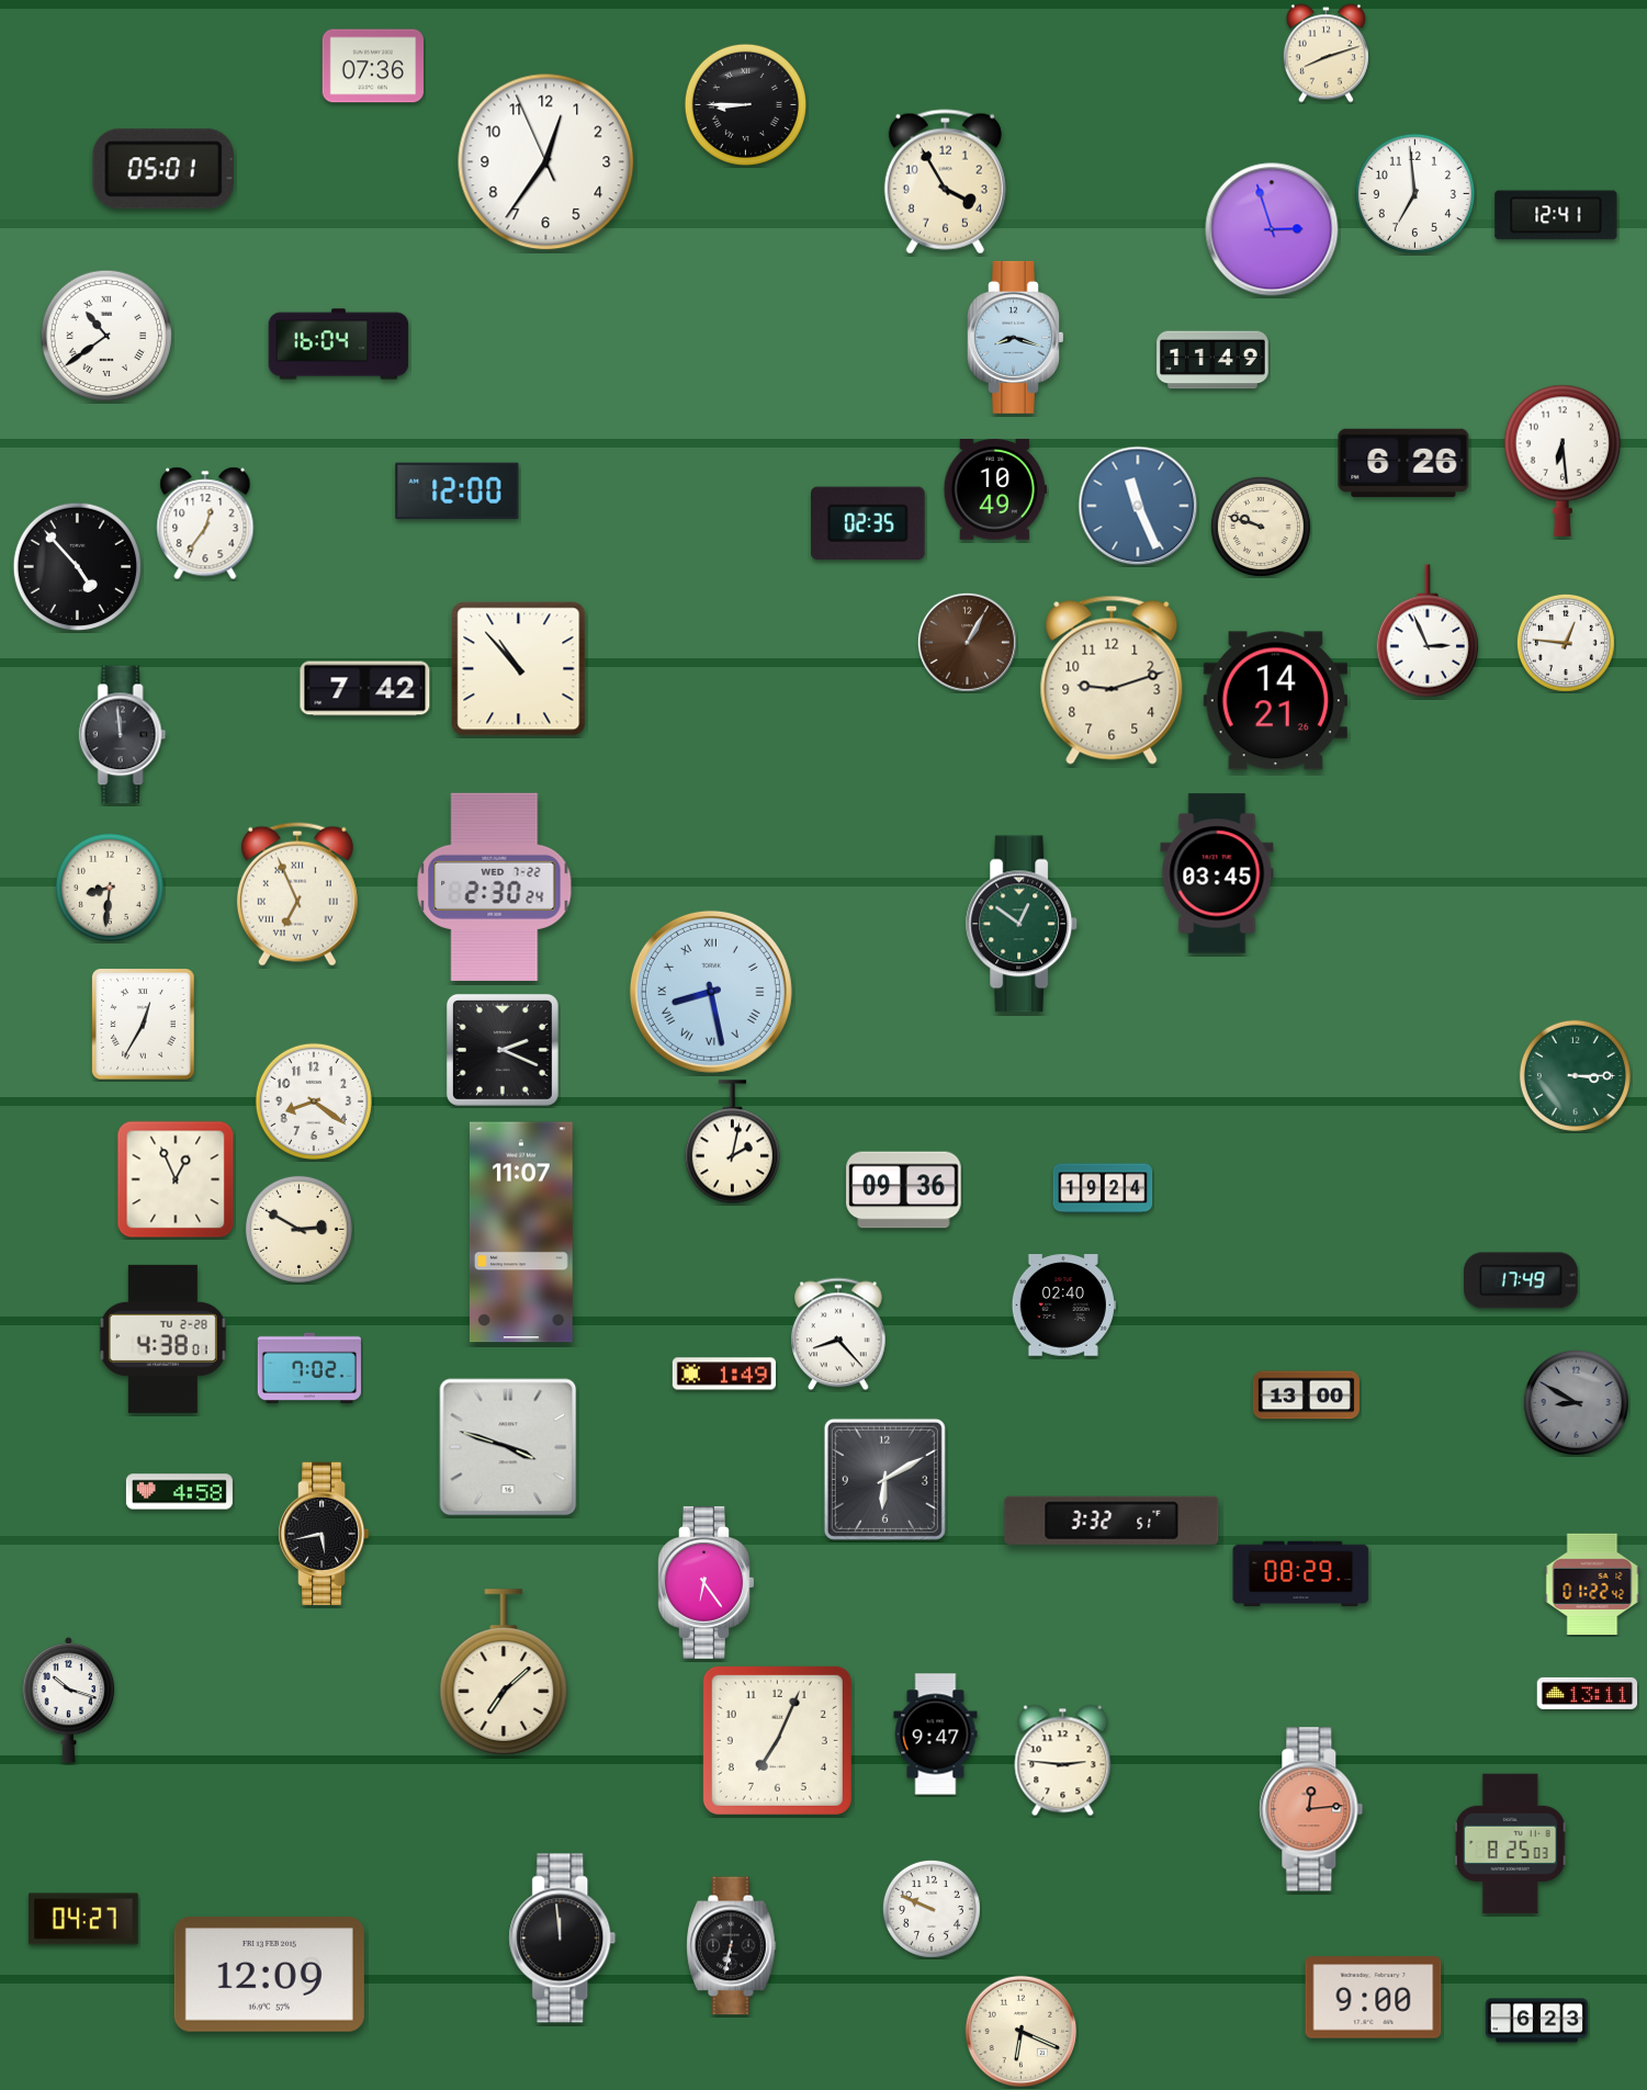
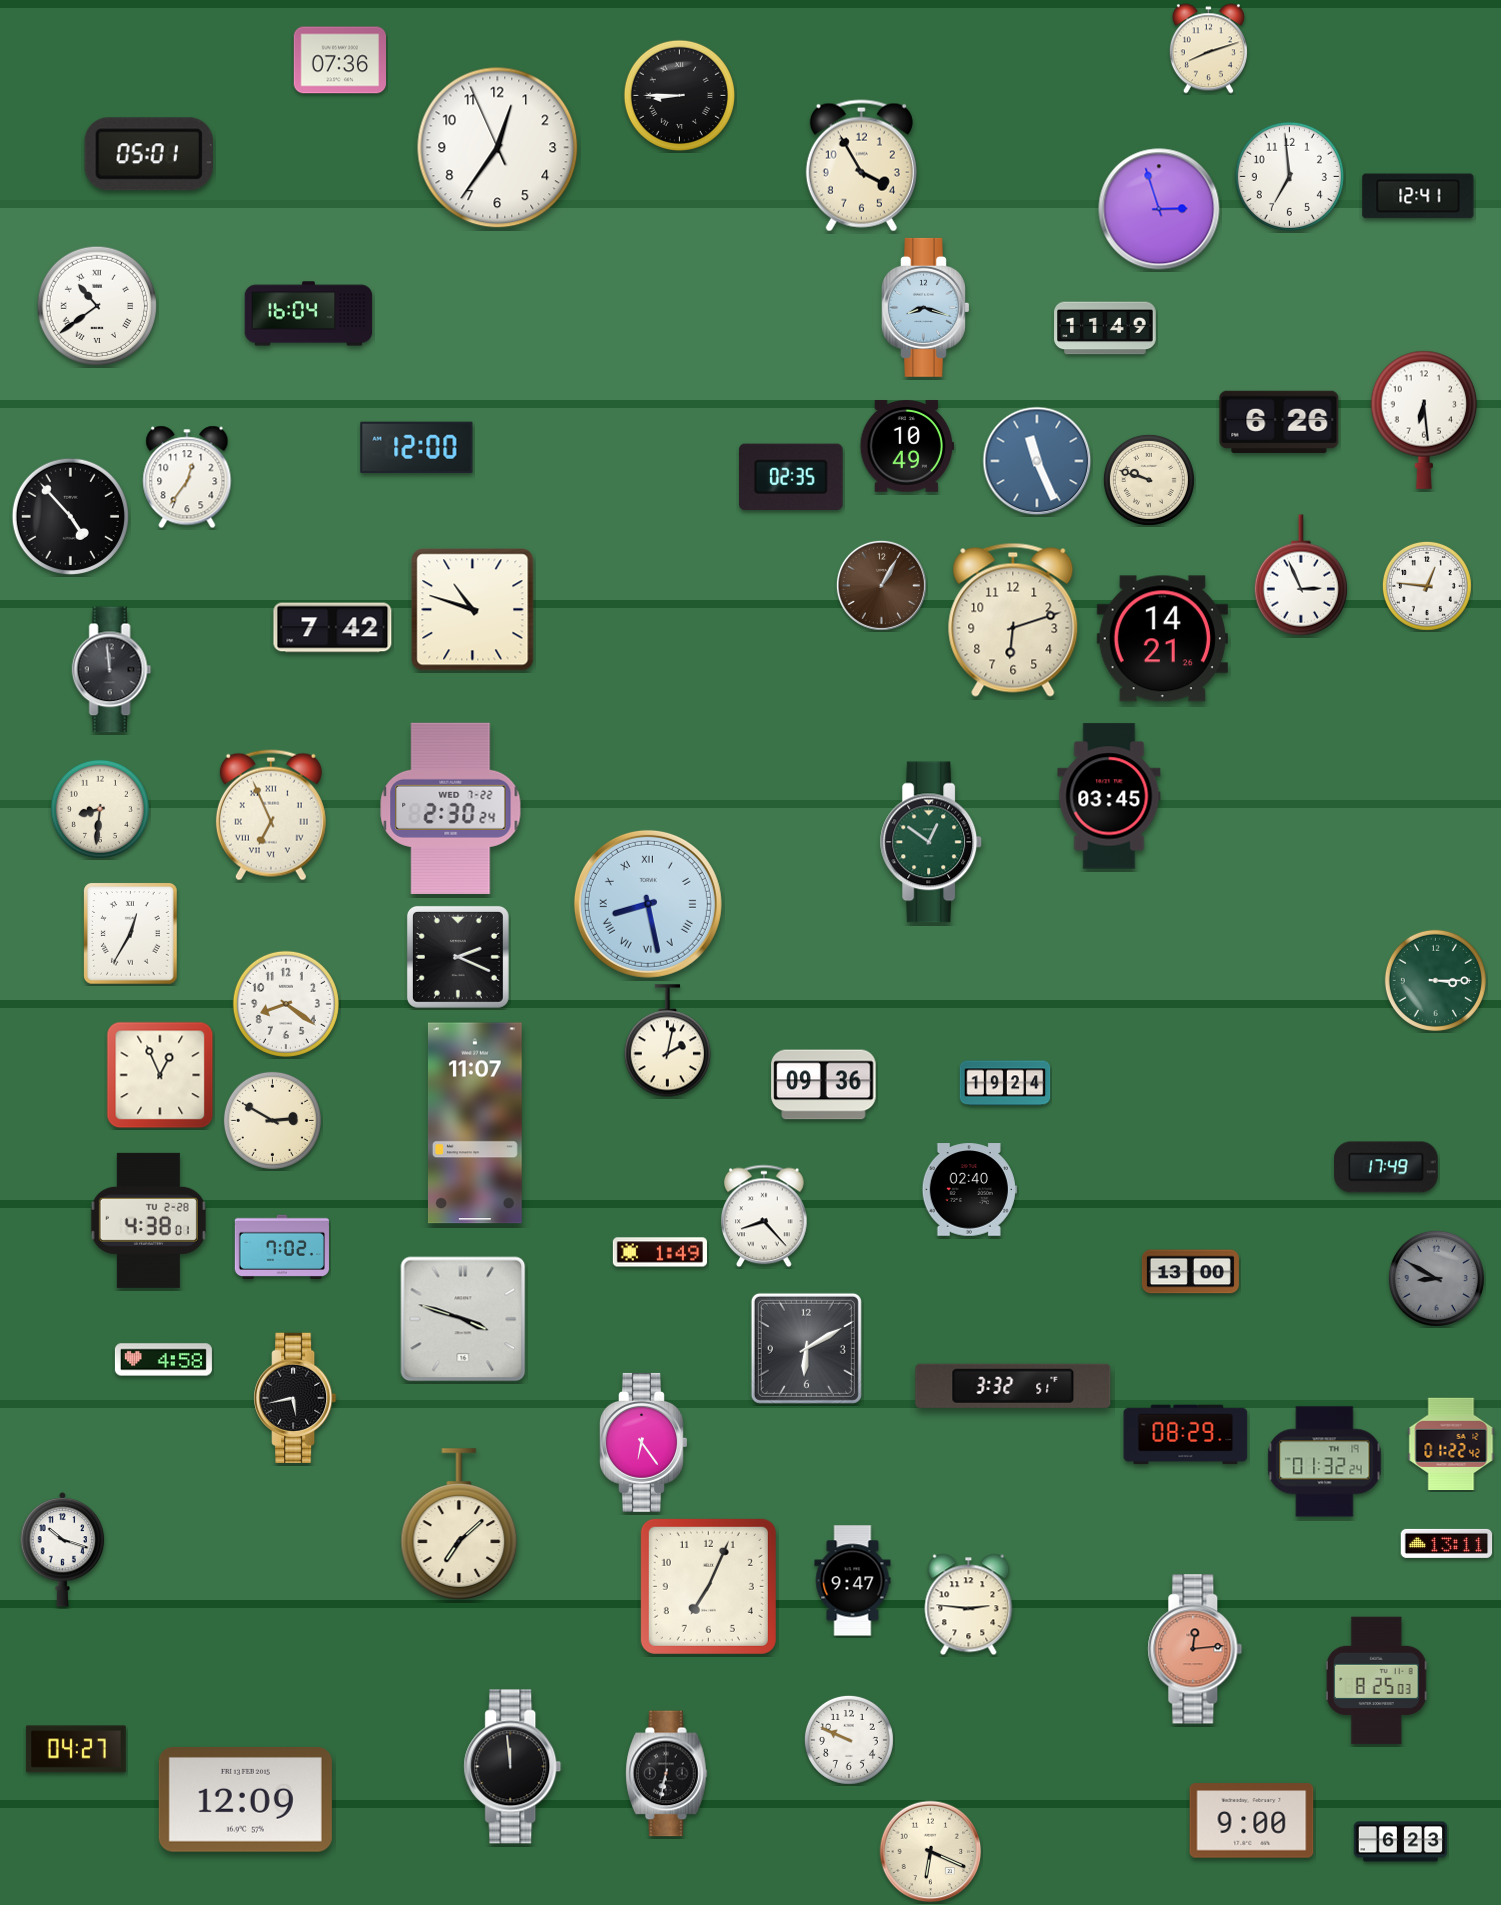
clock at (519, 669): 10:53 -> 10:48
clock at (1112, 680): 9:12 -> 6:12
clock at (1325, 1462): none -> 01:32
